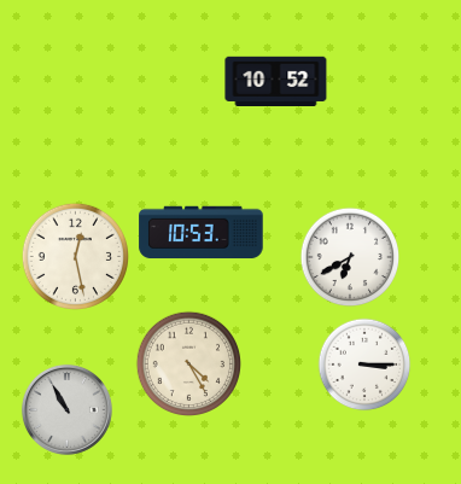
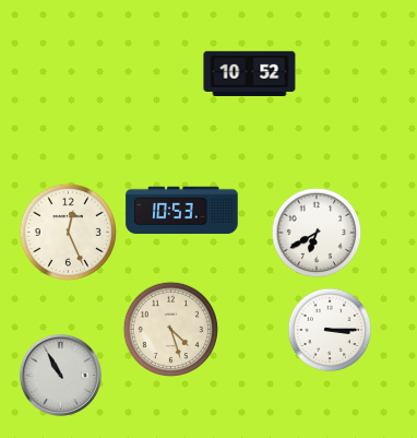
clock at (75, 256): 12:28 -> 12:26
clock at (188, 363): 4:25 -> 4:27
clock at (66, 409) position: (66, 409) -> (60, 375)
